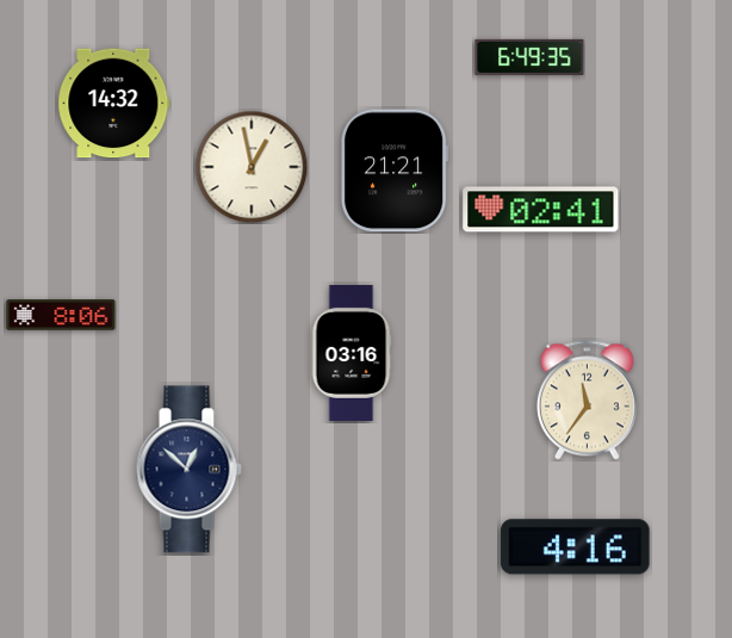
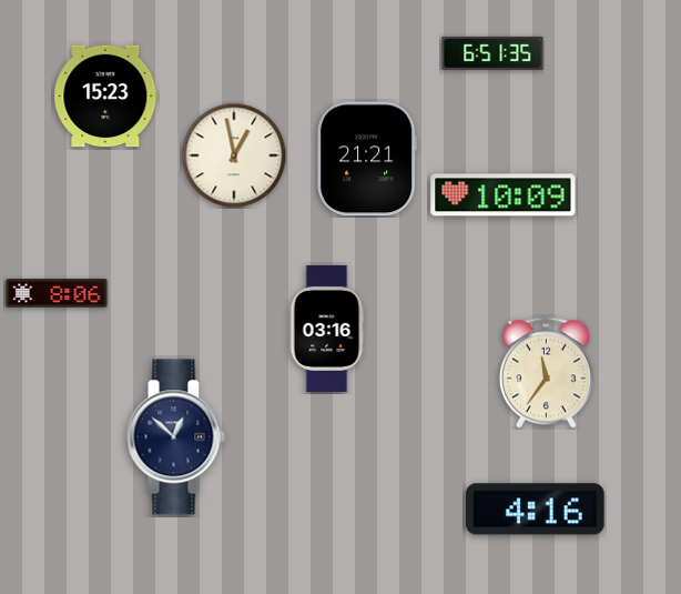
clock at (529, 57): 6:49 -> 6:51
clock at (114, 104): 14:32 -> 15:23
clock at (541, 210): 02:41 -> 10:09
